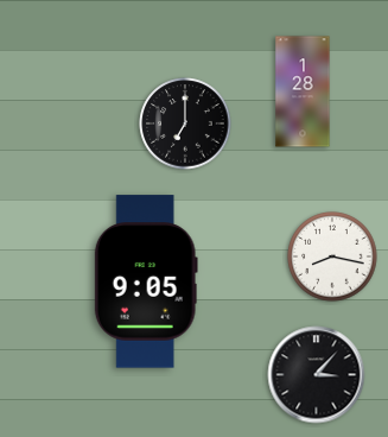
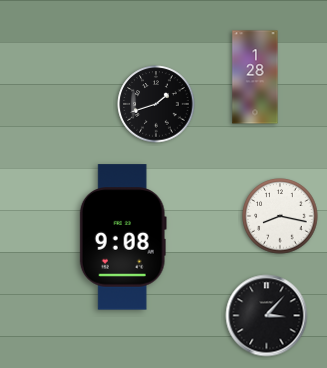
clock at (185, 123): 7:00 -> 1:42
clock at (146, 281): 9:05 -> 9:08
